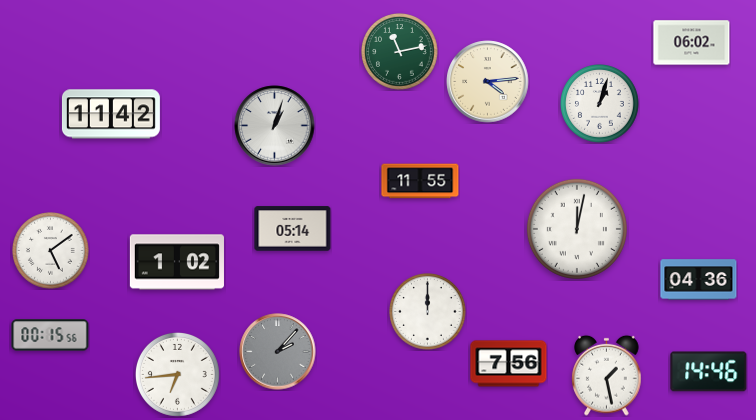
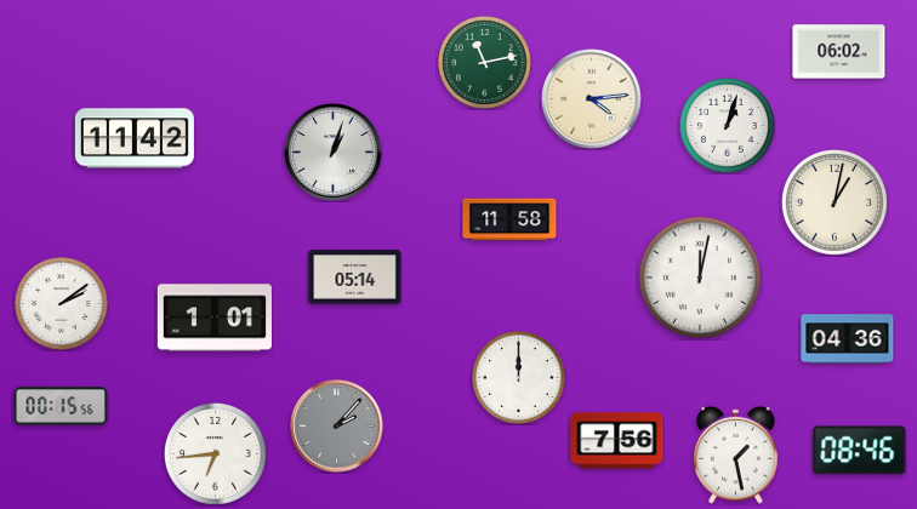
clock at (835, 202): none -> 1:02
clock at (420, 181): 11:55 -> 11:58
clock at (51, 251): 5:09 -> 2:09
clock at (177, 262): 1:02 -> 1:01
clock at (709, 372): 14:46 -> 08:46
